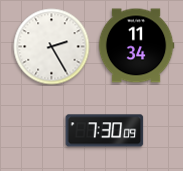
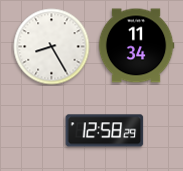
clock at (52, 47): 2:25 -> 8:25
clock at (105, 131): 7:30 -> 12:58
